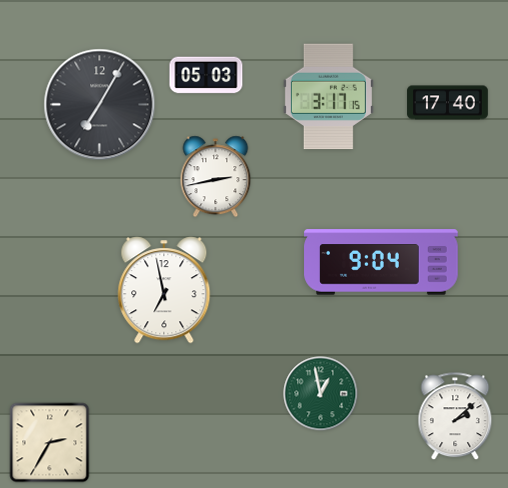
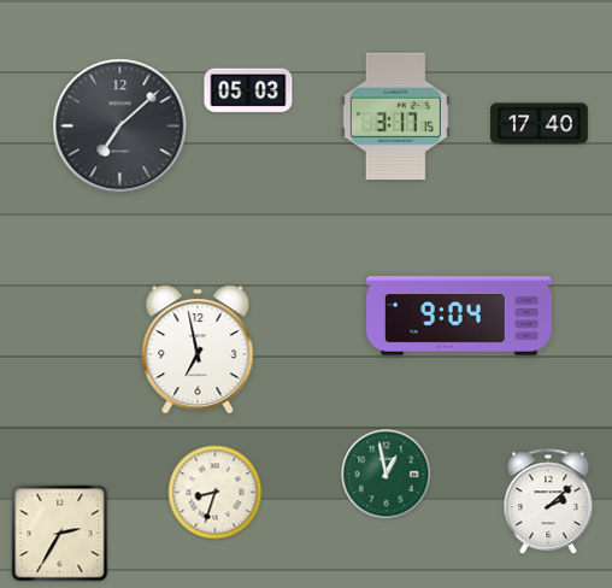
clock at (100, 105): 7:05 -> 7:08
clock at (216, 177): 2:43 -> none
clock at (216, 493): none -> 8:33
